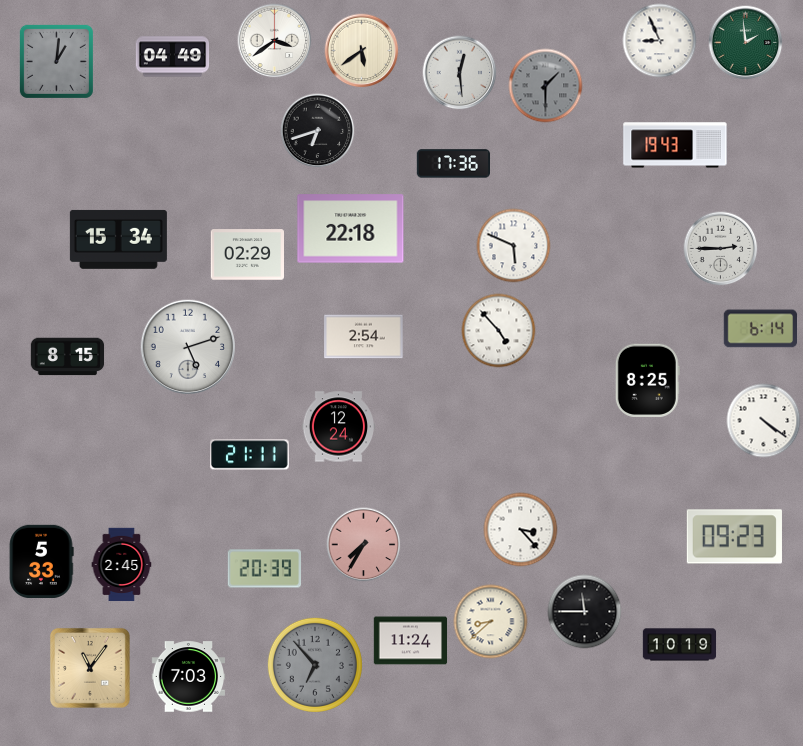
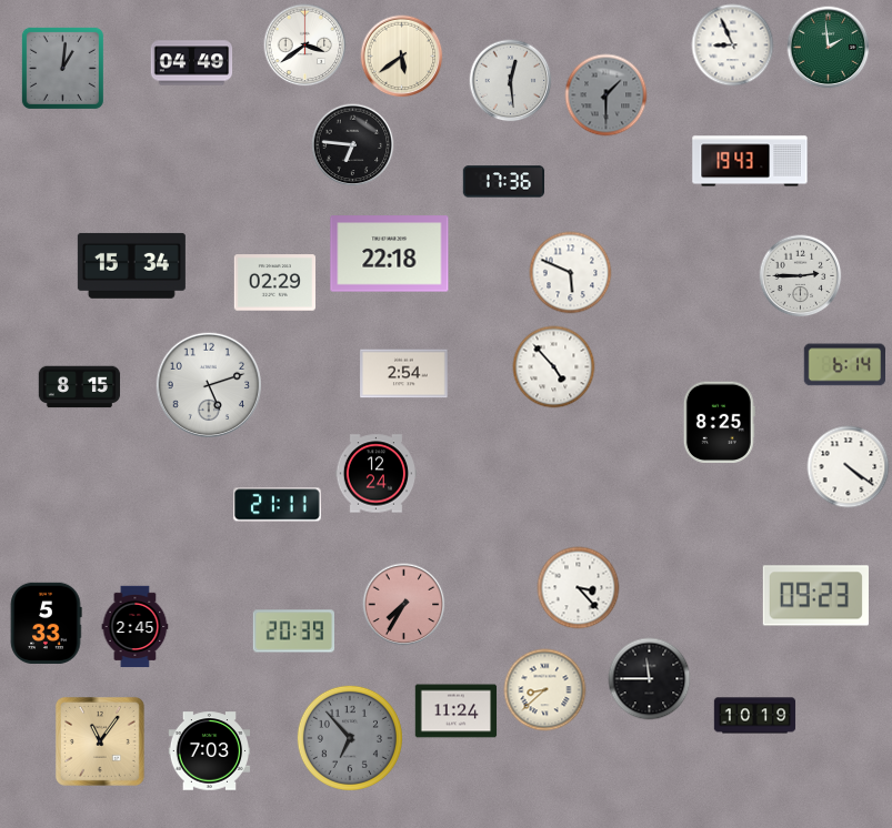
clock at (318, 131): 6:42 -> 6:46
clock at (68, 357) position: (68, 357) -> (80, 387)
